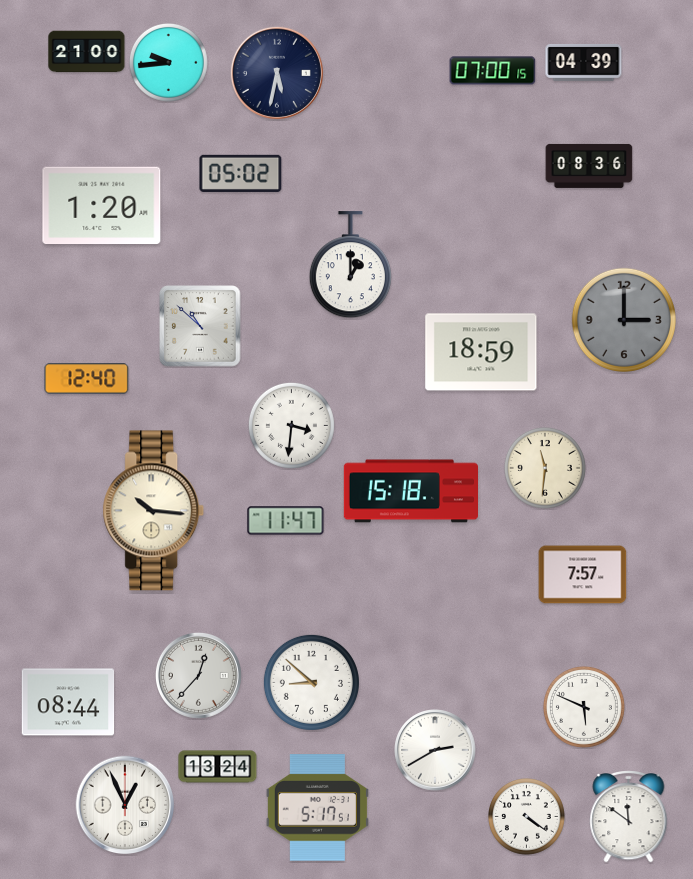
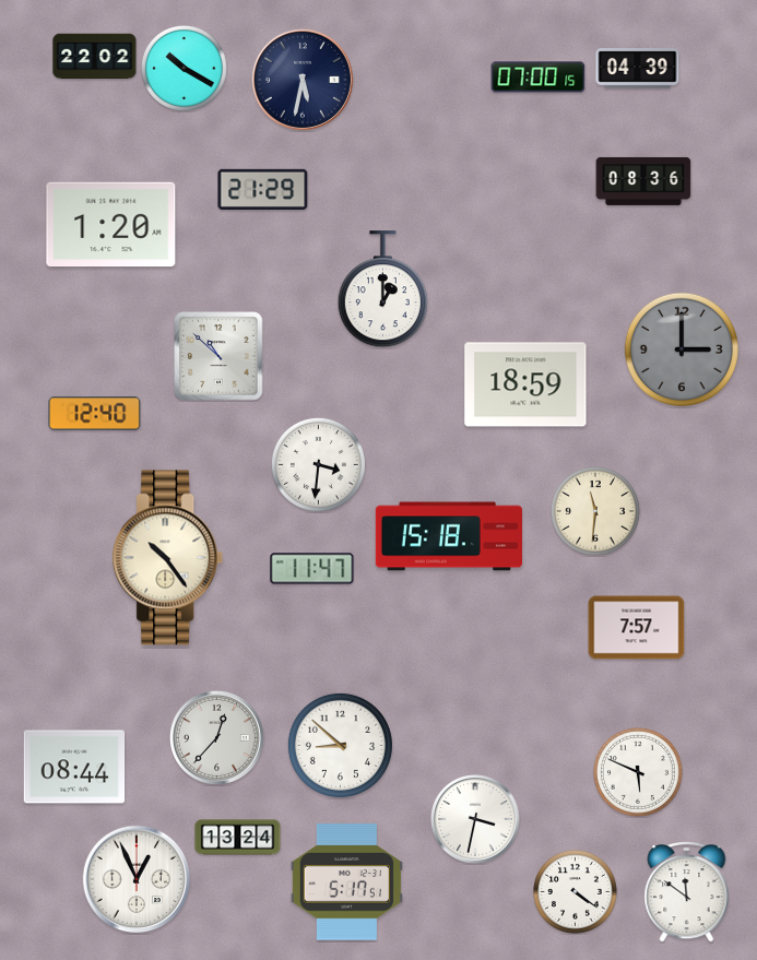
clock at (87, 52): 21:00 -> 22:02
clock at (168, 62): 9:44 -> 10:20
clock at (241, 173): 05:02 -> 21:29
clock at (154, 511): 10:16 -> 10:24
clock at (435, 750): 2:40 -> 3:32
